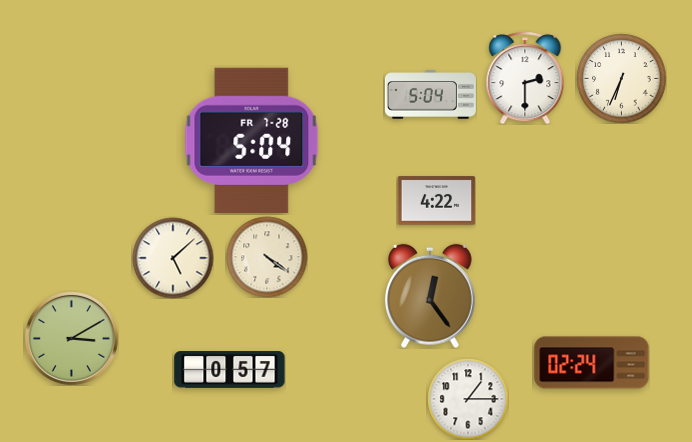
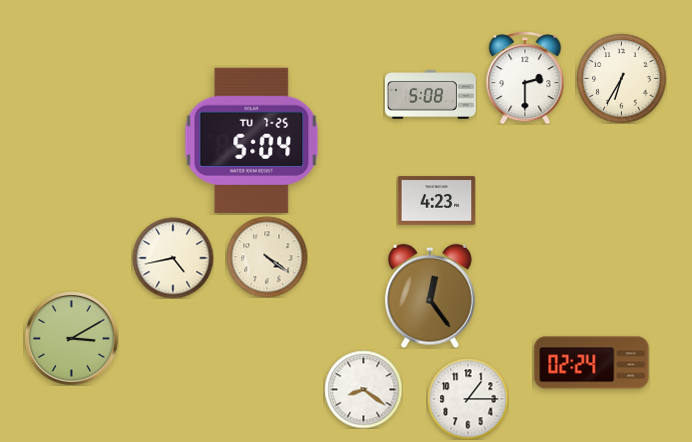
clock at (621, 78): 6:34 -> 6:35
clock at (430, 95): 5:04 -> 5:08
clock at (252, 140) date: FR 7-28 -> TU 7-25
clock at (436, 201): 4:22 -> 4:23
clock at (173, 258): 5:08 -> 4:43
clock at (230, 370): 0:57 -> none
clock at (363, 389): none -> 8:21
